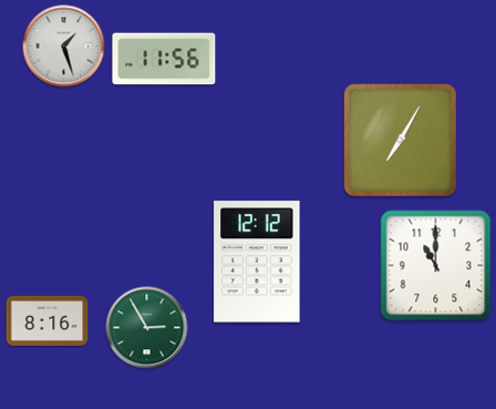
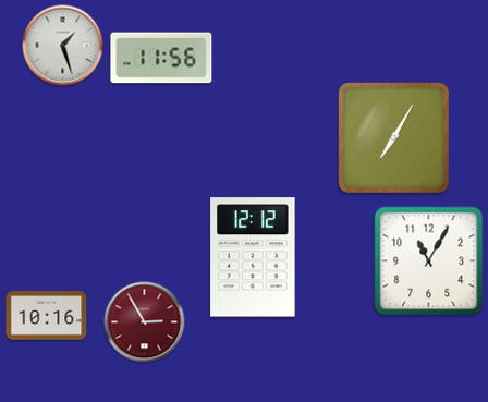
clock at (436, 266): 11:00 -> 11:05
clock at (48, 320): 8:16 -> 10:16
clock at (147, 328) dial: green -> burgundy
